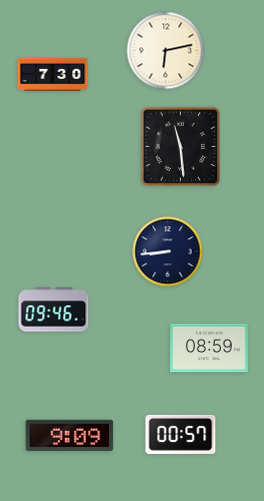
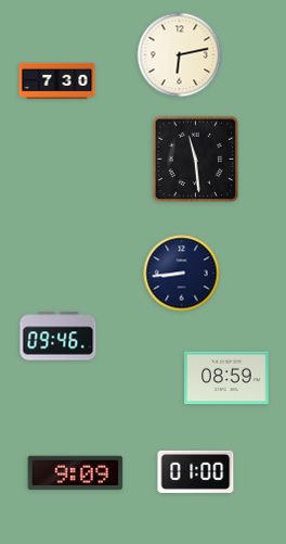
clock at (181, 434): 00:57 -> 01:00
